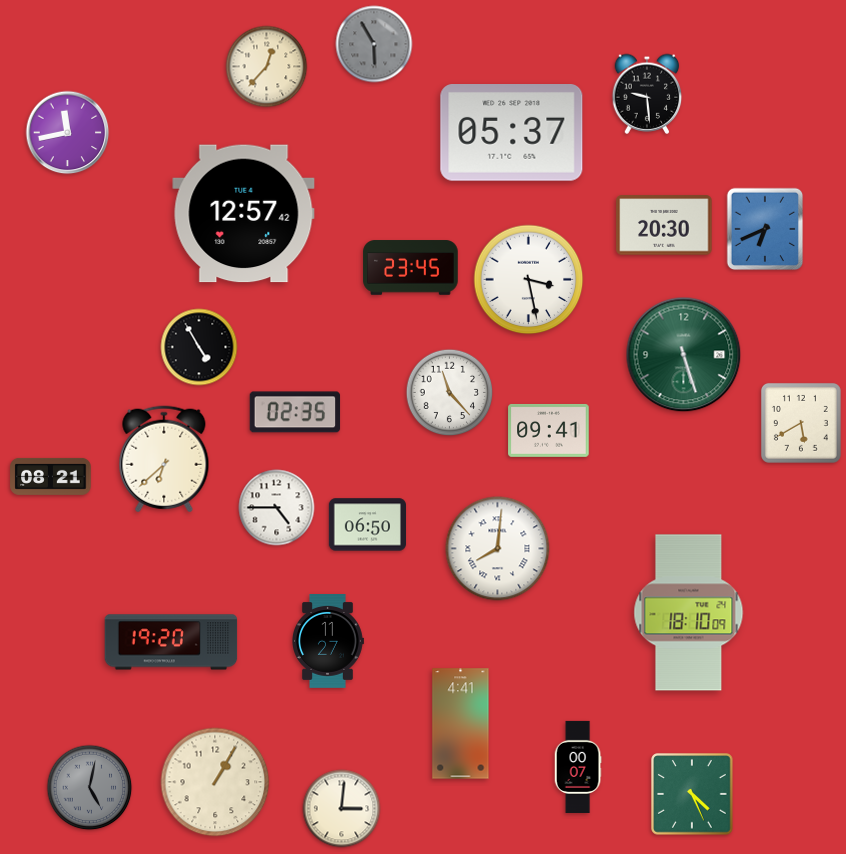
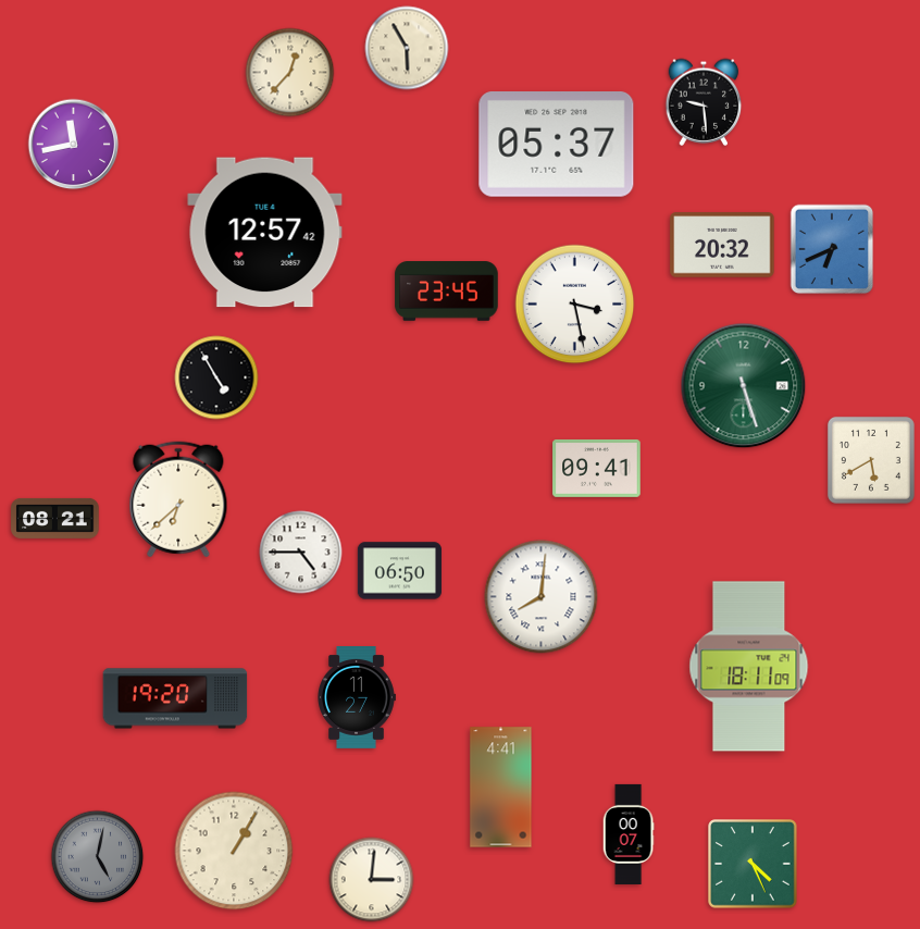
clock at (374, 44) dial: grey -> cream
clock at (664, 225): 20:30 -> 20:32
clock at (450, 393): 11:23 -> none
clock at (295, 412): 02:35 -> none
clock at (689, 613): 18:10 -> 18:11
clock at (171, 642) position: (171, 642) -> (175, 698)
